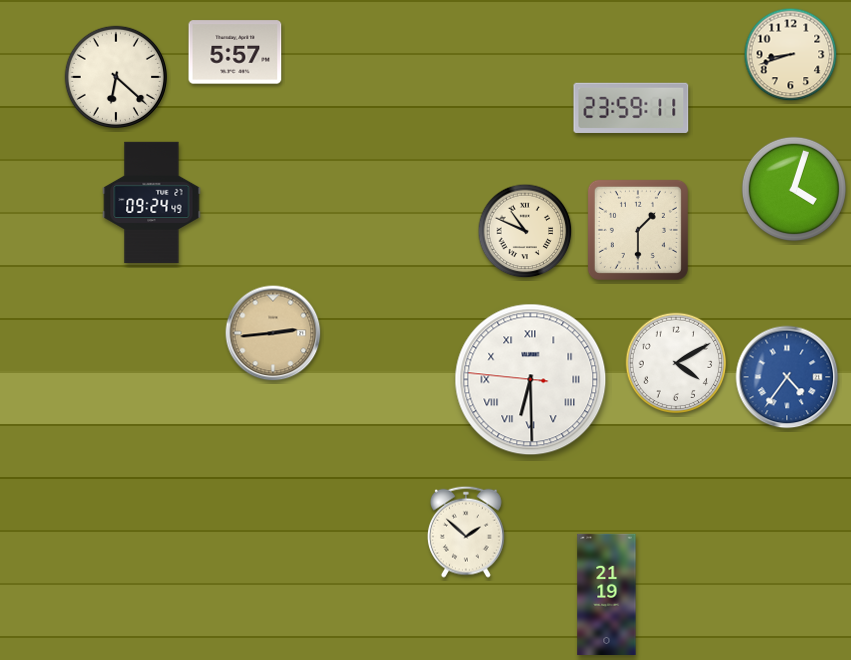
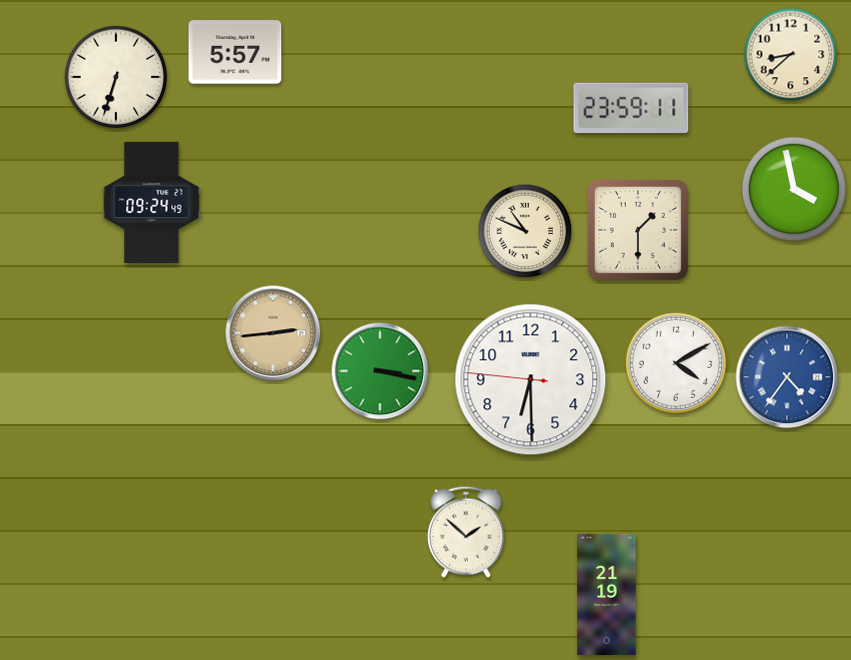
clock at (791, 55): 8:42 -> 8:38
clock at (115, 76): 6:22 -> 6:33
clock at (793, 188): 4:03 -> 3:58
clock at (380, 371): none -> 3:17
clock at (531, 380) numerals: Roman -> Arabic
